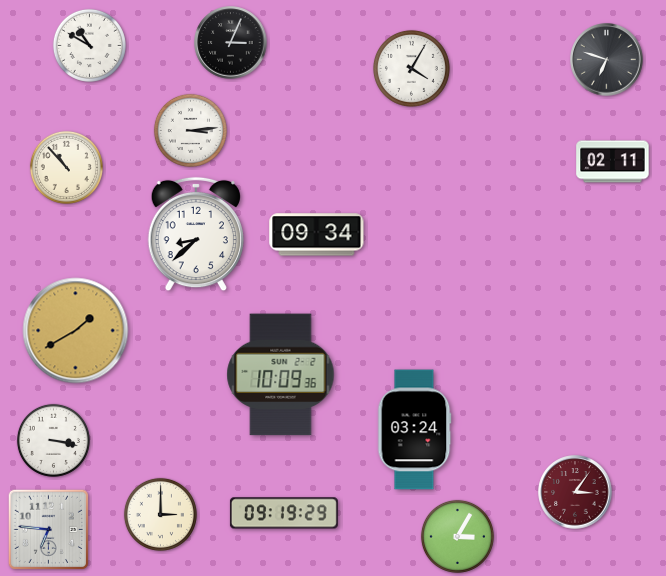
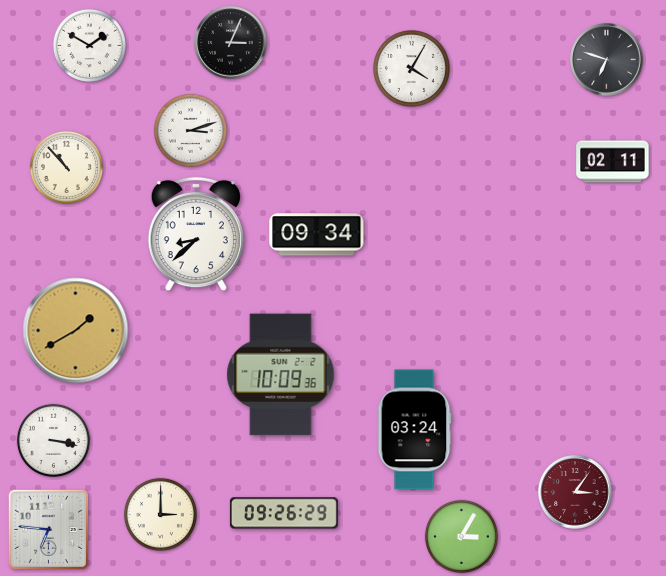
clock at (89, 45): 10:50 -> 1:50
clock at (190, 130): 3:14 -> 3:12
clock at (284, 513): 09:19 -> 09:26
clock at (457, 536) position: (457, 536) -> (461, 536)
